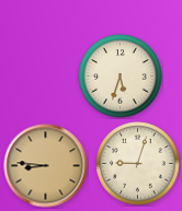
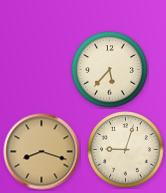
clock at (121, 77): 5:33 -> 5:37
clock at (46, 166): 8:46 -> 8:18
